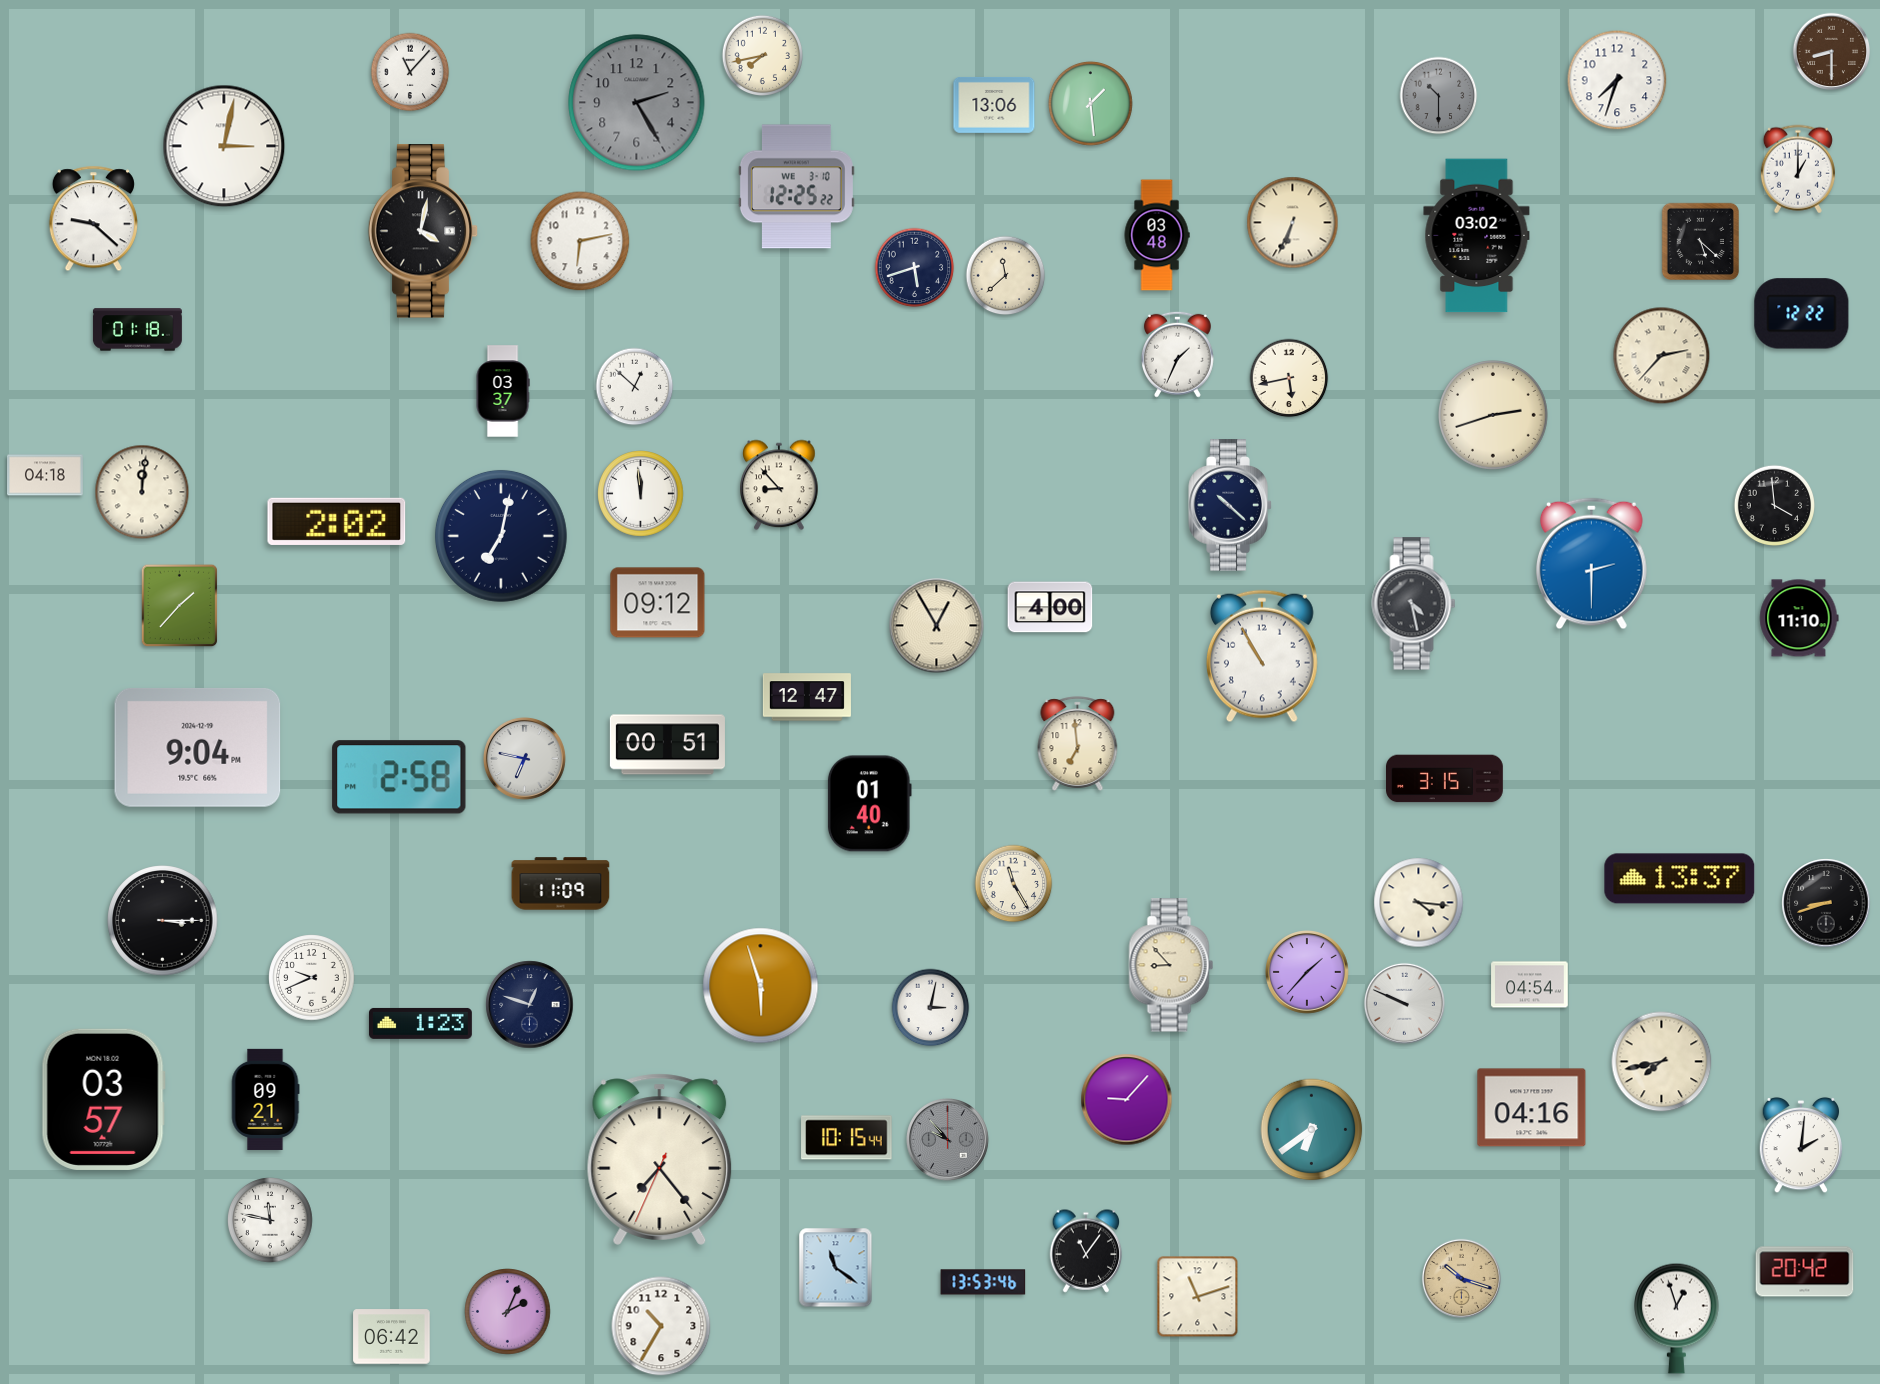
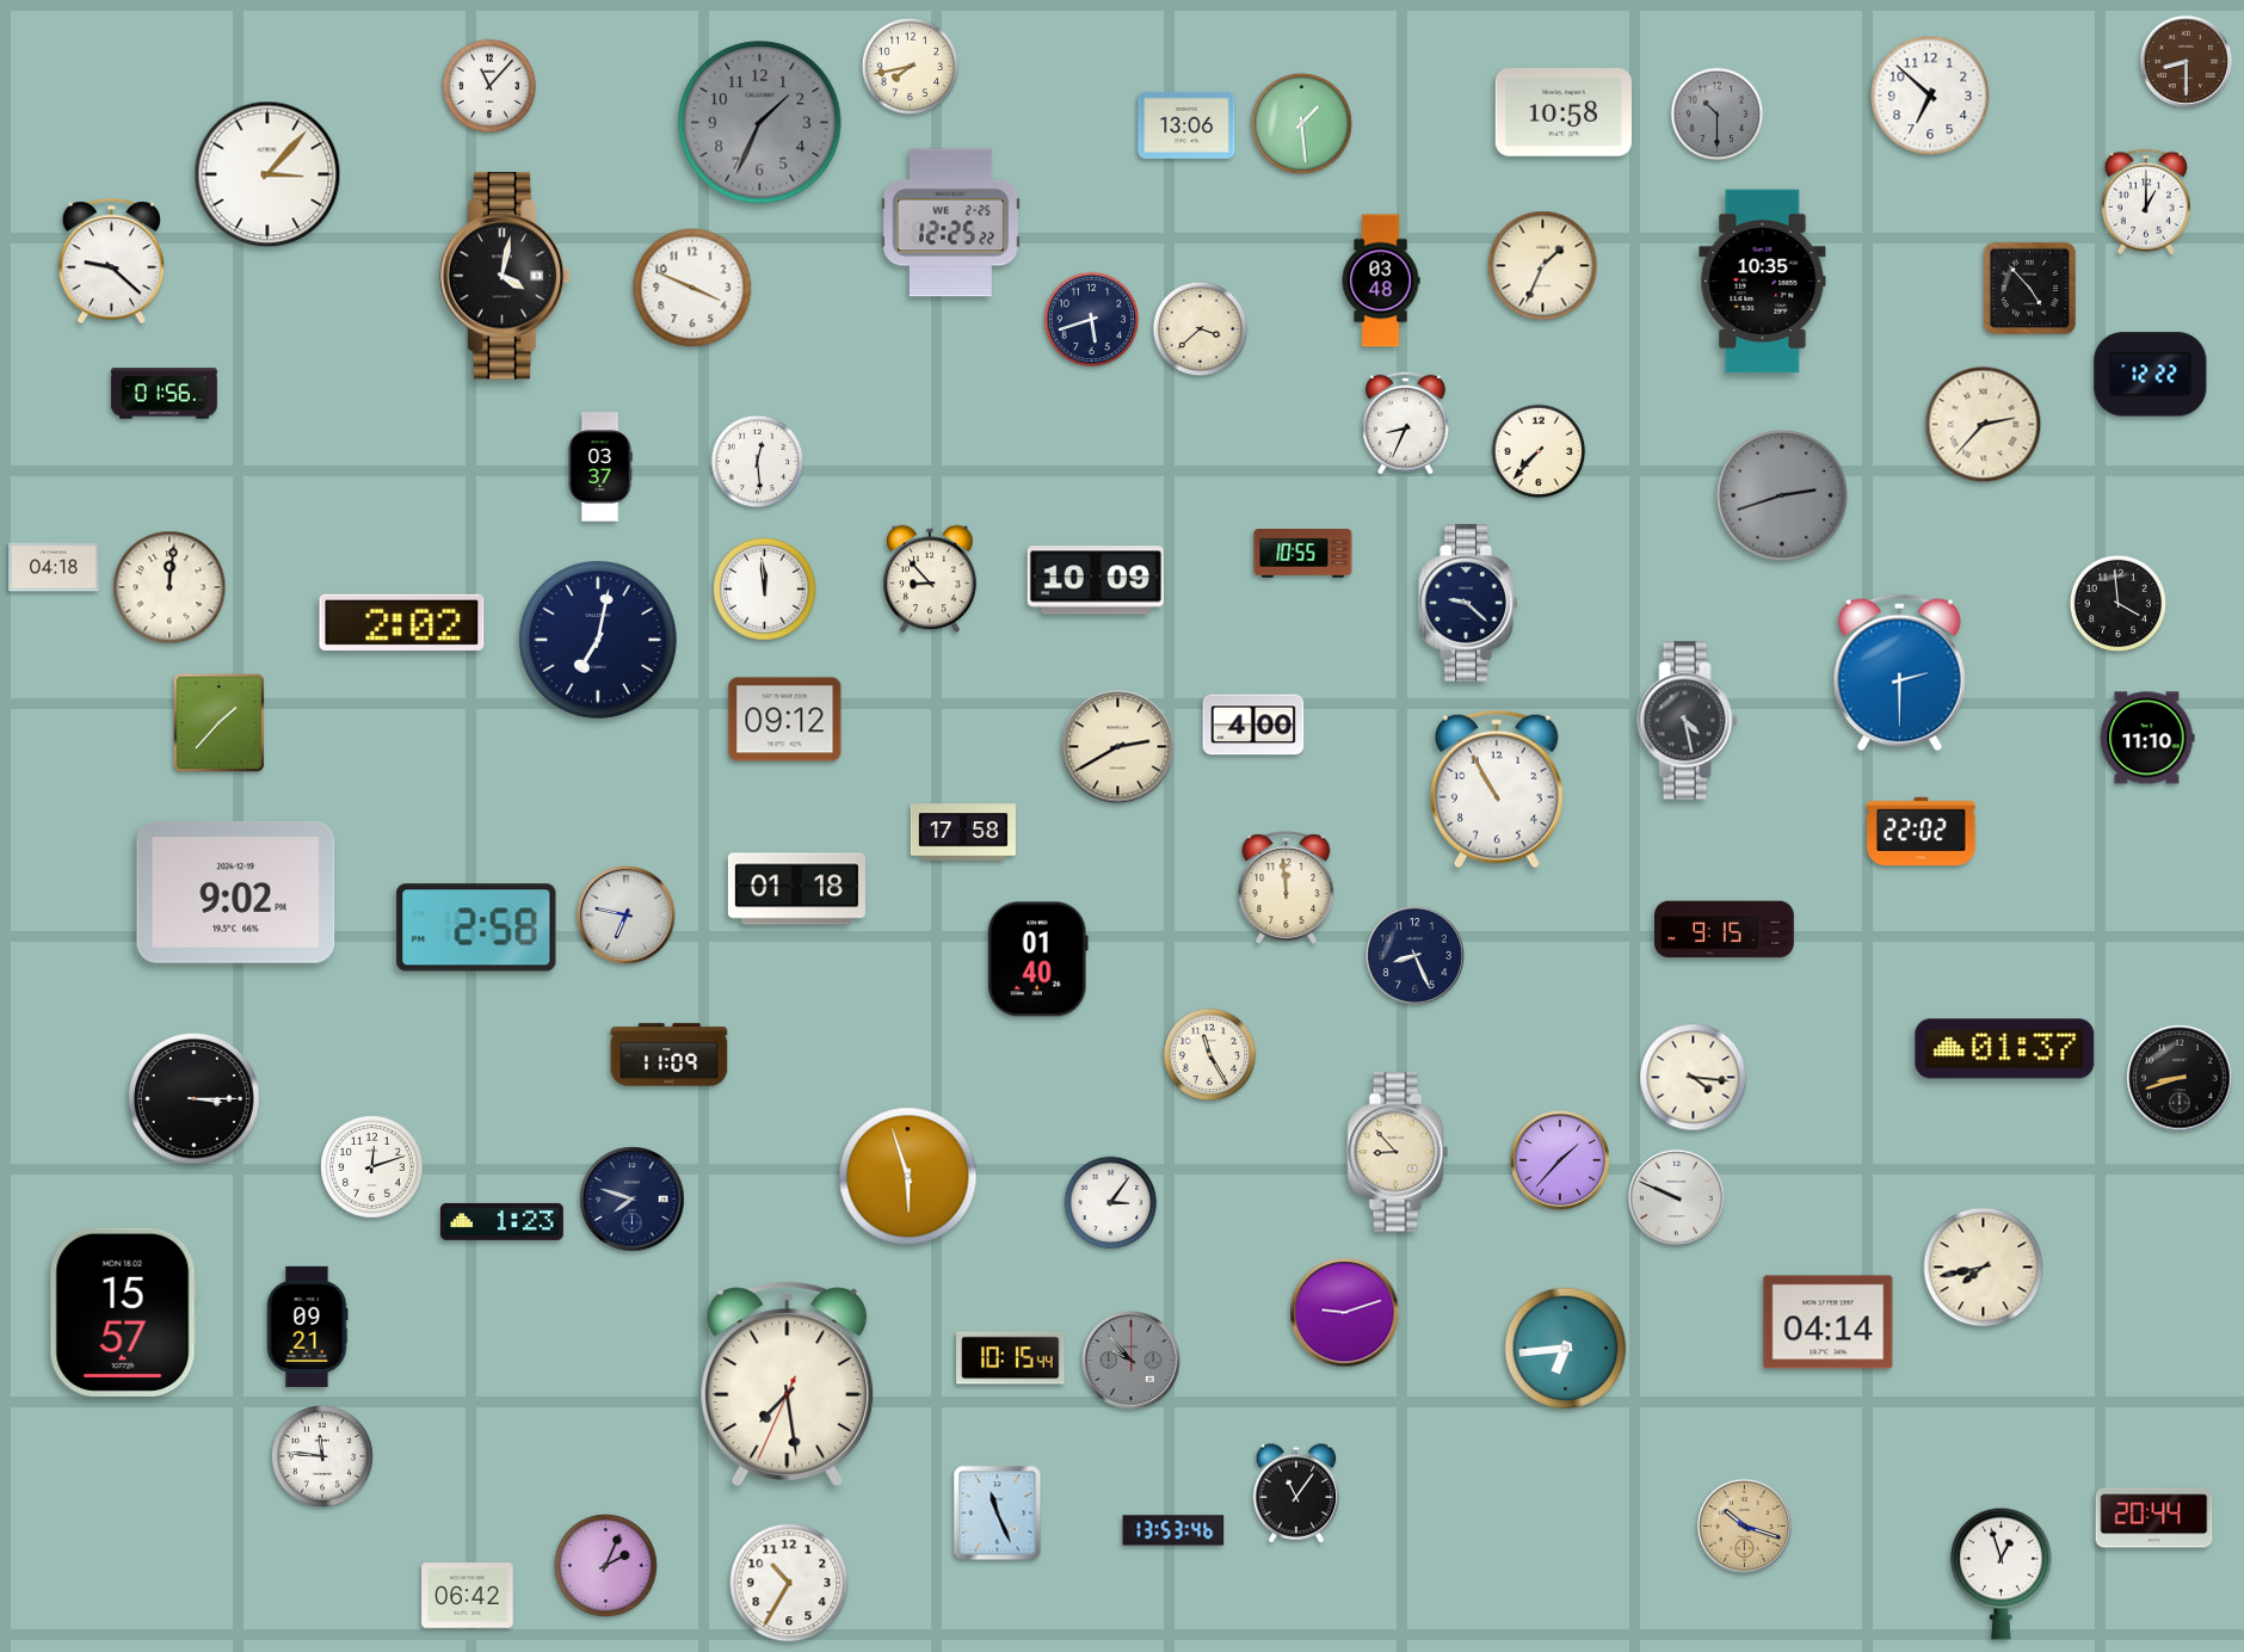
clock at (1617, 80): 7:33 -> 6:52
clock at (1564, 113): none -> 10:58
clock at (637, 103): 2:25 -> 1:34
clock at (224, 146): 3:02 -> 3:07
clock at (796, 187) date: WE 3-10 -> WE 2-25
clock at (1293, 223): 6:34 -> 1:34
clock at (1477, 236): 03:02 -> 10:35
clock at (580, 241): 6:13 -> 3:49
clock at (1700, 241): 5:22 -> 4:53
clock at (1006, 276): 11:38 -> 3:38
clock at (137, 330): 01:18 -> 01:56
clock at (1177, 354): 1:34 -> 8:34
clock at (1289, 378): 5:43 -> 7:37
clock at (635, 387): 12:52 -> 12:29
clock at (1494, 416) dial: cream -> grey
clock at (1303, 554): none -> 10:55
clock at (1096, 580): none -> 10:09
clock at (1230, 505): 10:22 -> 9:22
clock at (180, 606) position: (180, 606) -> (220, 723)
clock at (937, 626): 12:55 -> 2:40
clock at (1262, 656) position: (1262, 656) -> (1497, 789)
clock at (1922, 831): none -> 22:02
clock at (807, 697): 12:47 -> 17:58
clock at (1078, 743): 6:59 -> 11:59
clock at (667, 745): 00:51 -> 01:18
clock at (198, 747): 9:04 -> 9:02
clock at (524, 758) position: (524, 758) -> (625, 914)
clock at (1445, 779): 3:15 -> 9:15
clock at (1414, 955): none -> 8:26
clock at (1680, 879): 13:37 -> 01:37
clock at (312, 978): 9:41 -> 12:12
clock at (1530, 985): 04:54 -> none
clock at (530, 1005): 12:48 -> 7:48
clock at (931, 1008): 3:02 -> 3:06
clock at (103, 1099): 03:57 -> 15:57
clock at (265, 1099) position: (265, 1099) -> (307, 1326)
clock at (1127, 1100): 9:07 -> 9:12
clock at (1532, 1108): 04:16 -> 04:14
clock at (1312, 1130): 6:39 -> 6:44
clock at (1801, 1145): 2:01 -> none
clock at (660, 1159): 7:23 -> 7:28
clock at (271, 1221): 11:47 -> 11:46
clock at (836, 1268): 11:21 -> 11:26
clock at (1805, 1272): 20:42 -> 20:44
clock at (1198, 1297): 11:12 -> none
